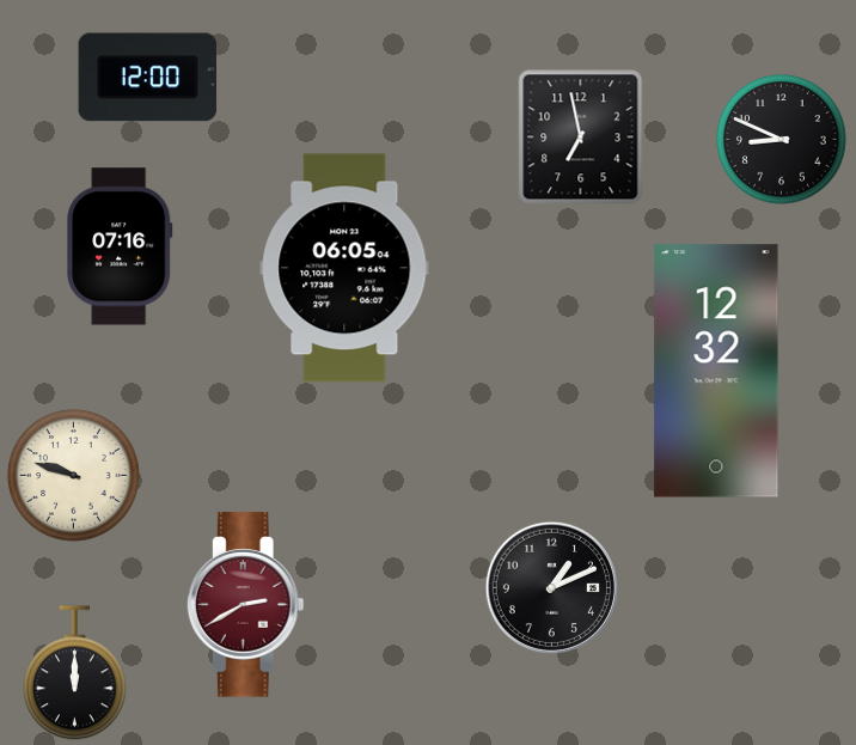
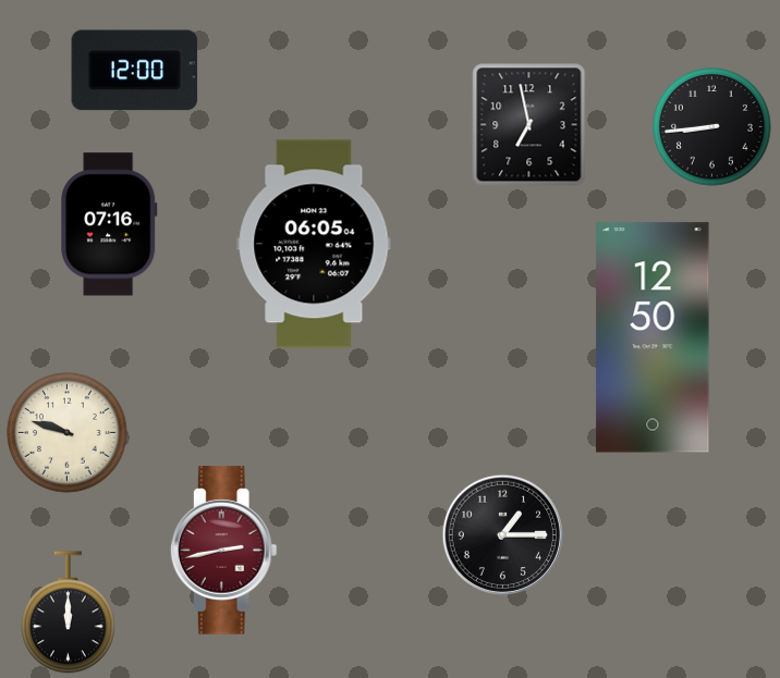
clock at (782, 140): 8:49 -> 8:44
clock at (716, 371): 12:32 -> 12:50
clock at (551, 587): 1:11 -> 1:15
clock at (245, 605): 2:40 -> 2:43
